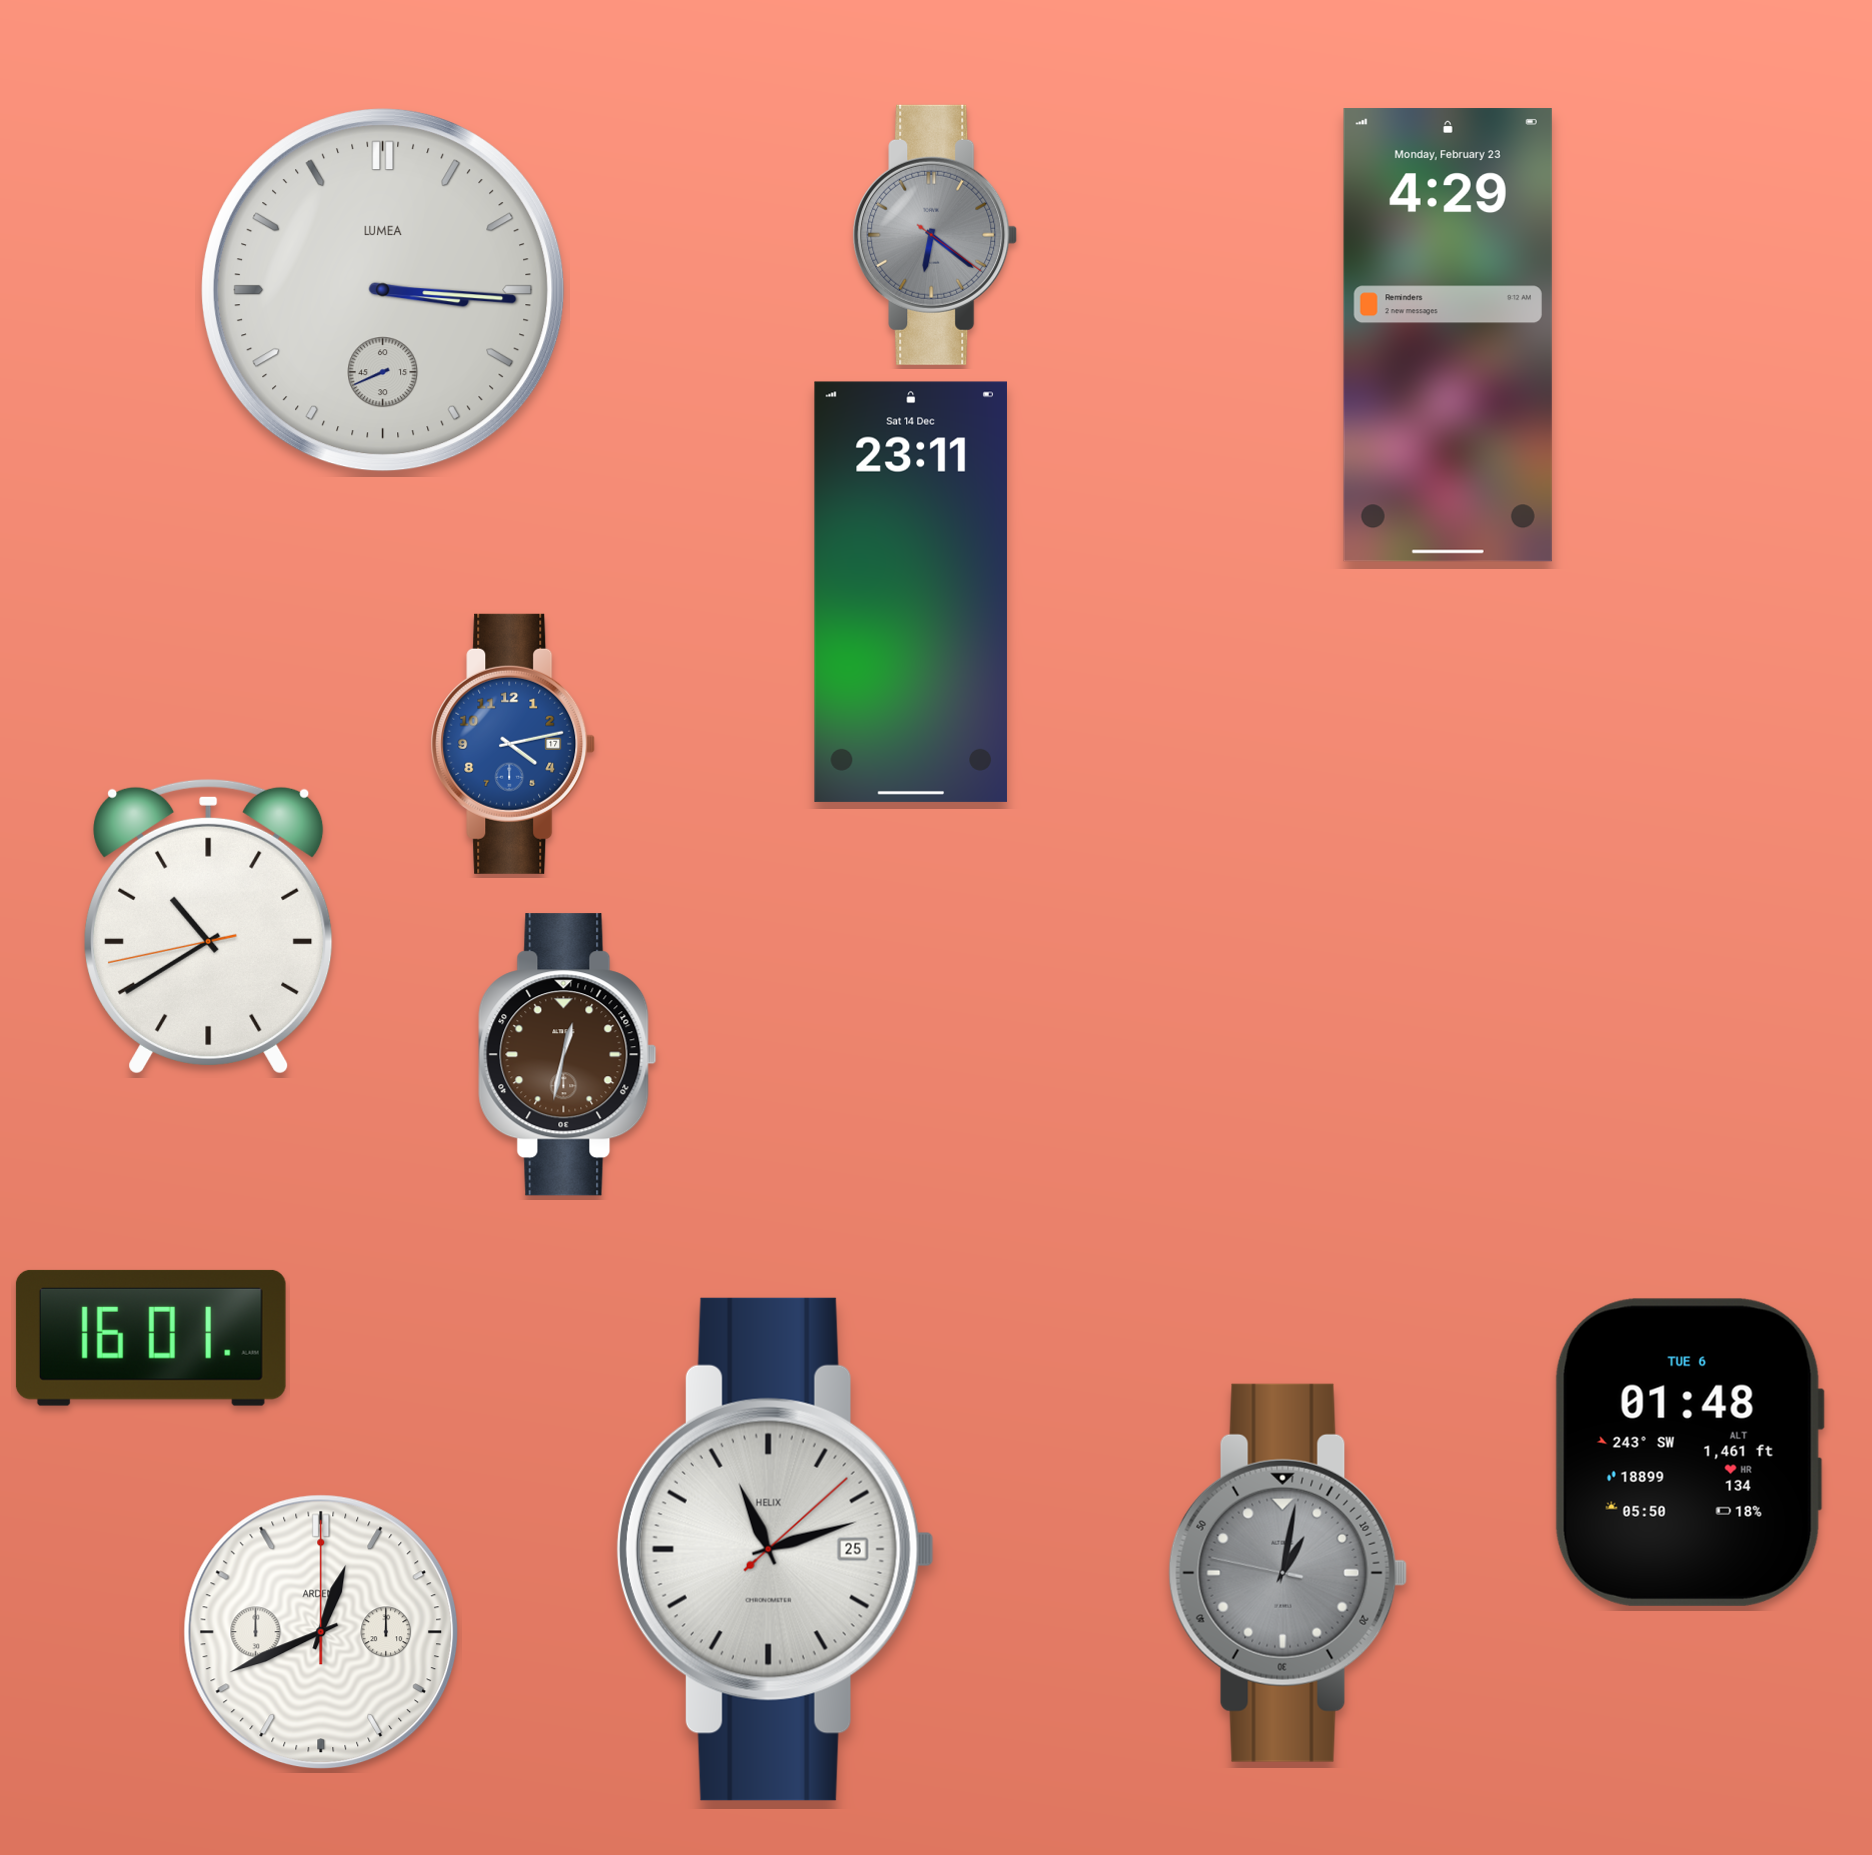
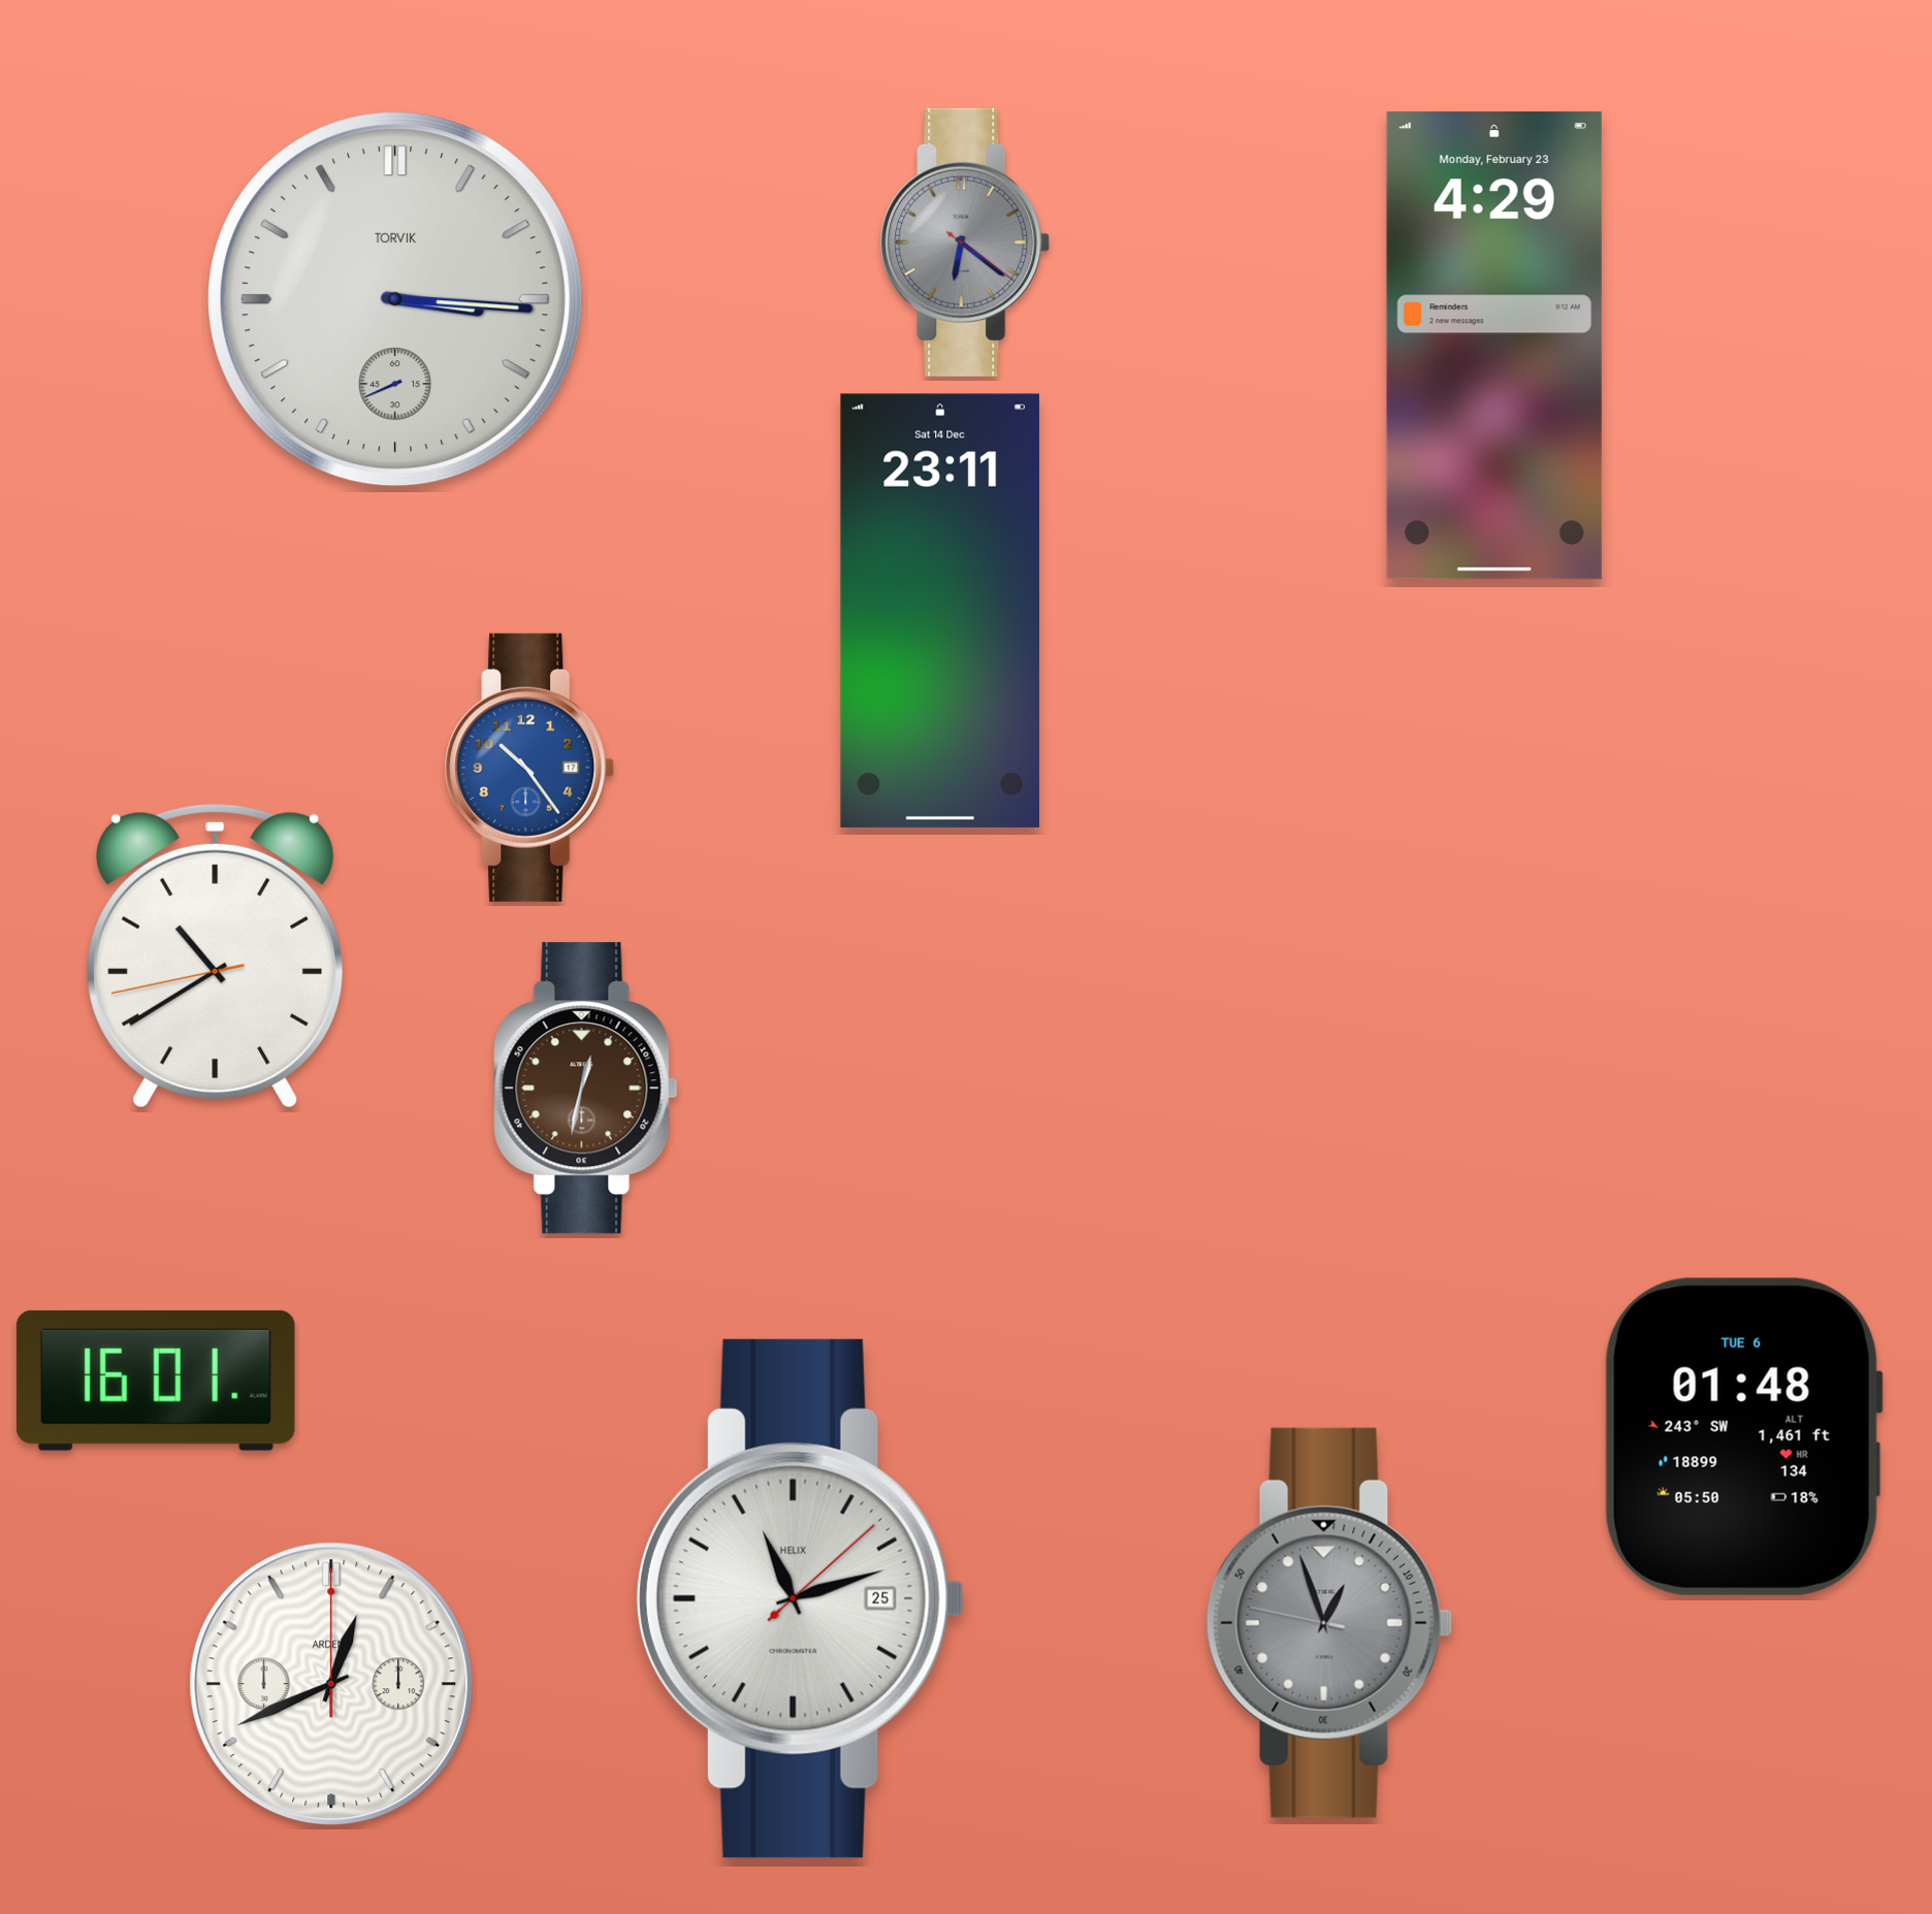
clock at (383, 290) brand: LUMEA -> TORVIK
clock at (513, 744): 4:13 -> 10:24
clock at (1689, 1452) position: (1689, 1452) -> (1743, 1436)
clock at (1288, 1573): 1:01 -> 12:56
